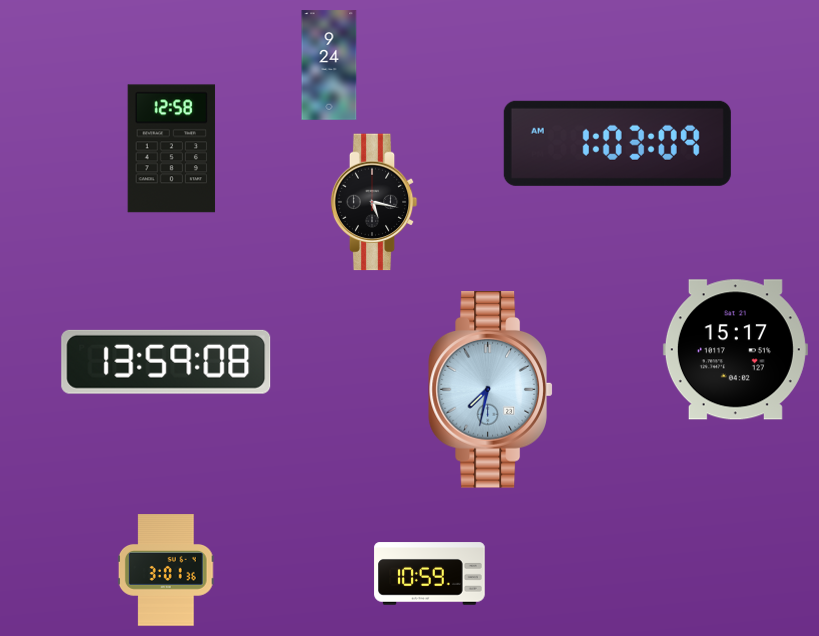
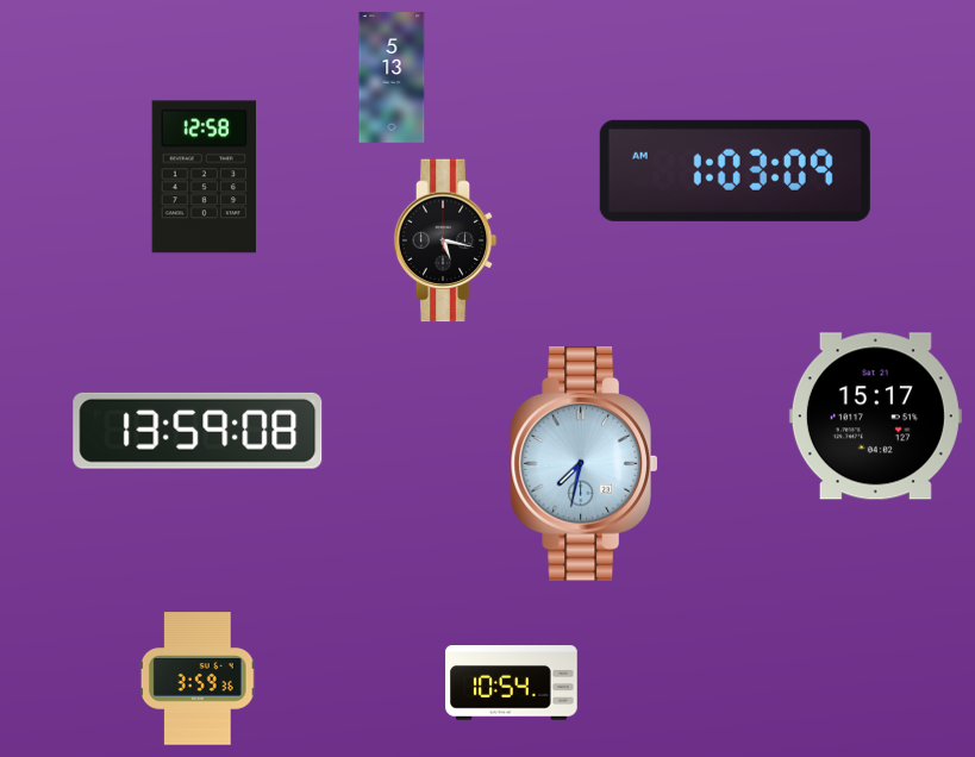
clock at (329, 65): 9:24 -> 5:13
clock at (166, 570): 3:01 -> 3:59
clock at (430, 574): 10:59 -> 10:54
